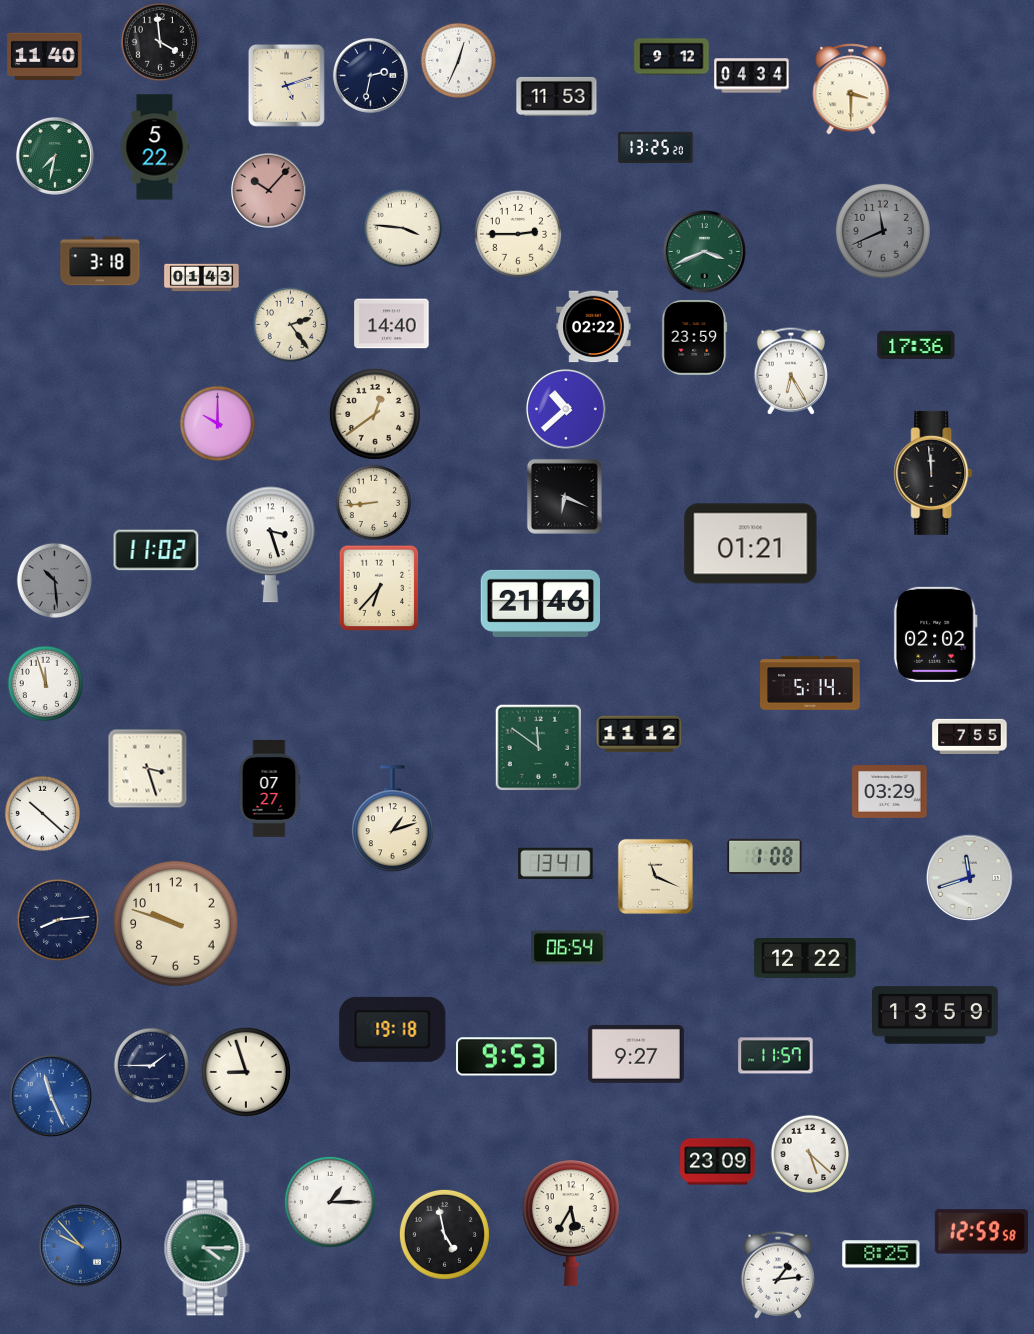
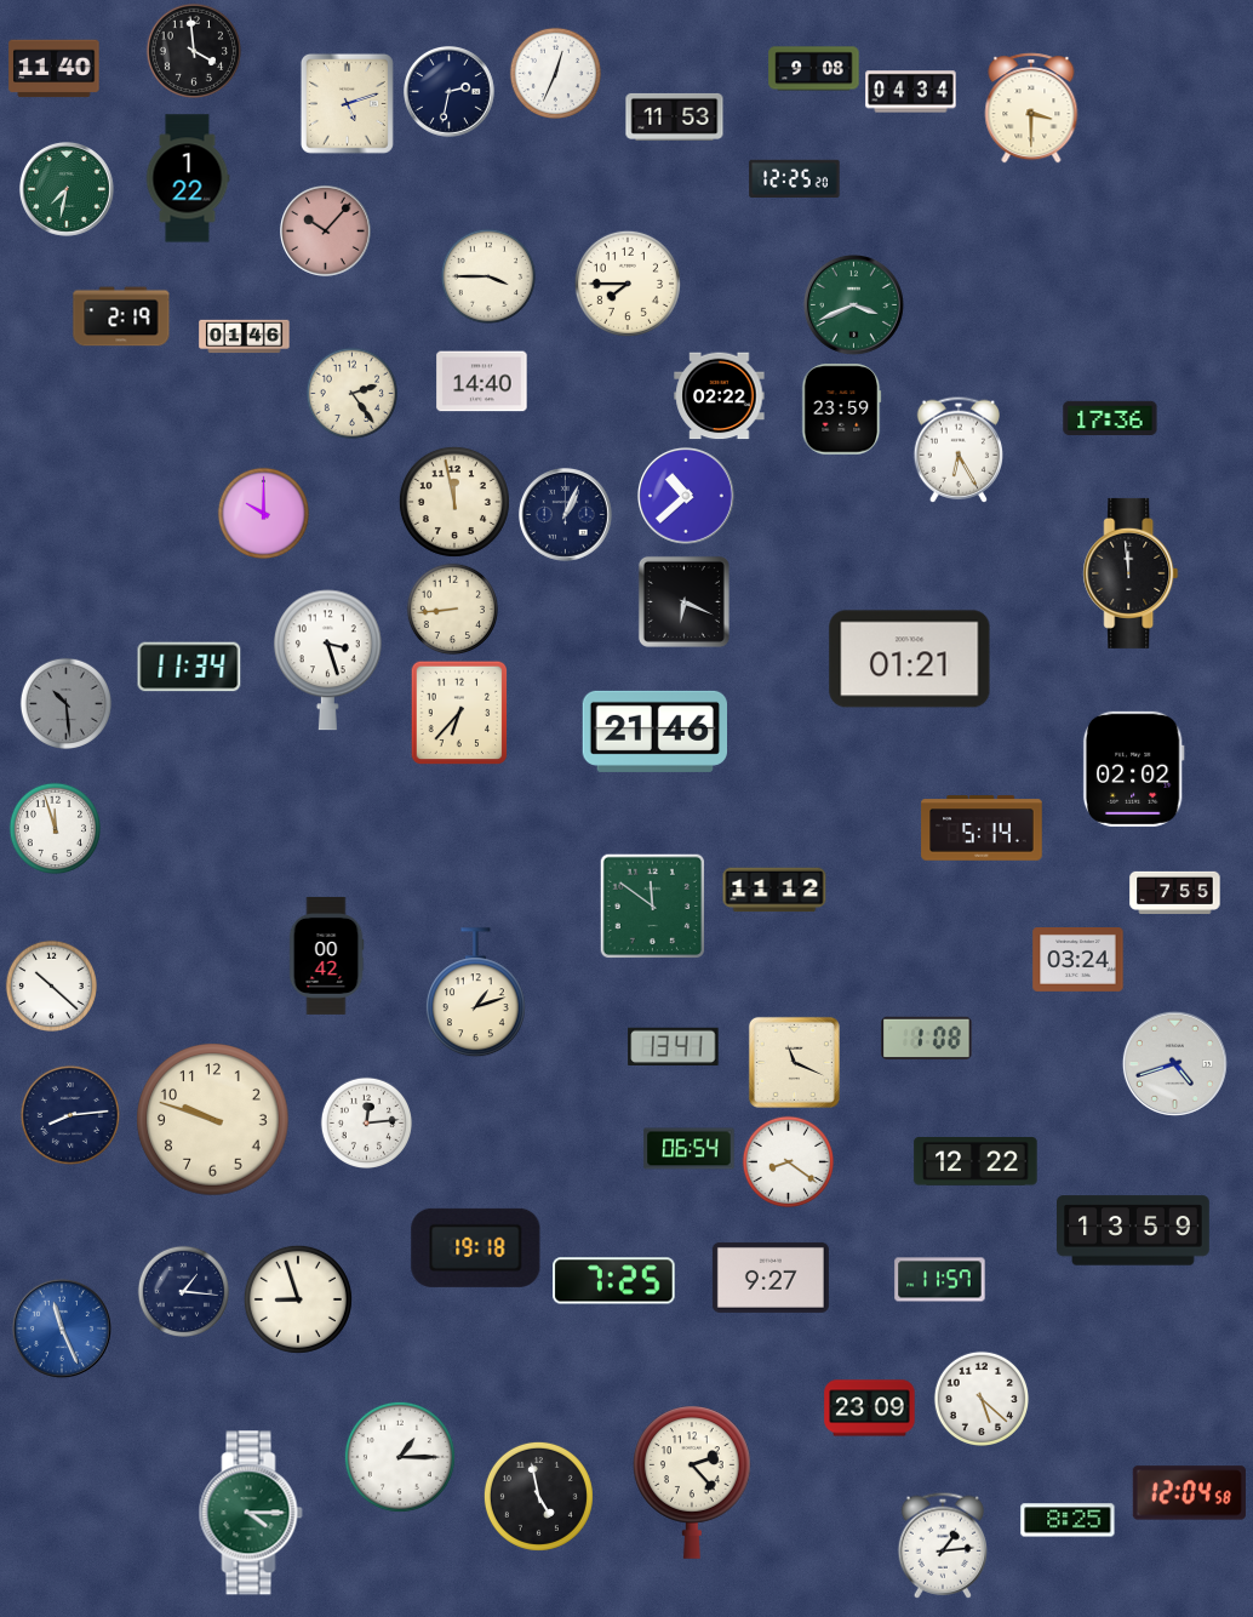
clock at (672, 57): 9:12 -> 9:08
clock at (155, 147): 5:22 -> 1:22
clock at (656, 147): 13:25 -> 12:25
clock at (402, 227): 3:46 -> 3:45
clock at (883, 231): 11:41 -> none
clock at (518, 234): 2:45 -> 7:45
clock at (100, 261): 3:18 -> 2:19
clock at (202, 278): 01:43 -> 01:46
clock at (392, 324) position: (392, 324) -> (482, 382)
clock at (375, 414): 12:39 -> 11:58
clock at (565, 514): none -> 1:04
clock at (156, 550): 11:02 -> 11:34
clock at (148, 769): 3:27 -> none
clock at (269, 788): 07:27 -> 00:42
clock at (890, 792): 03:29 -> 03:24
clock at (969, 877): 11:42 -> 4:42
clock at (366, 1122): none -> 12:14
clock at (788, 1161): none -> 8:21
clock at (507, 1057): 9:53 -> 7:25
clock at (151, 1065): 1:45 -> 1:16
clock at (572, 1223): 5:35 -> 2:23
clock at (981, 1232): 12:59 -> 12:04
clock at (80, 1245): 9:53 -> none
